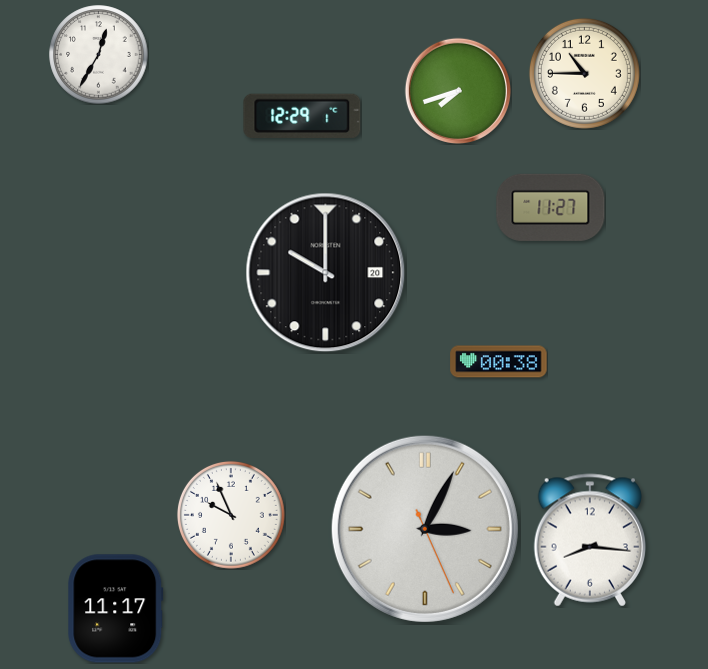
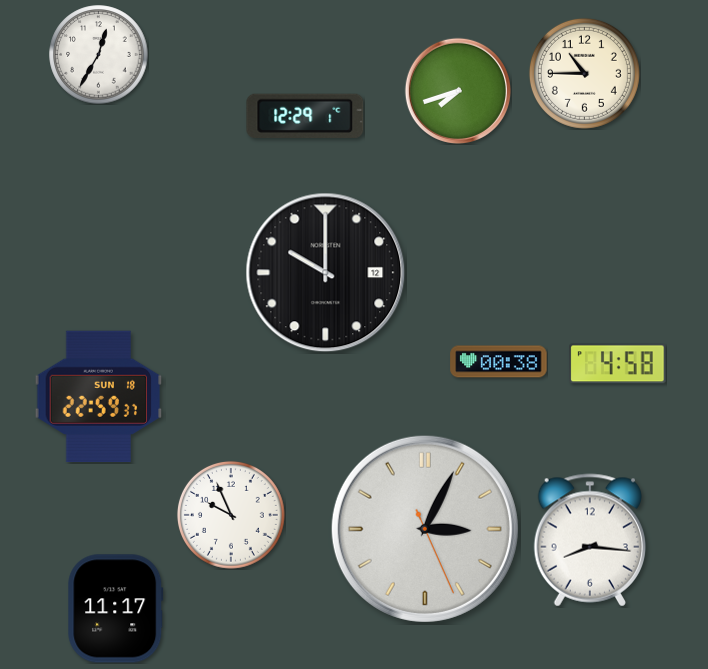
clock at (302, 116) position: (302, 116) -> (305, 116)
clock at (551, 207): 11:27 -> none
clock at (326, 273) date: 20 -> 12
clock at (618, 364): none -> 4:58
clock at (99, 396): none -> 22:59
